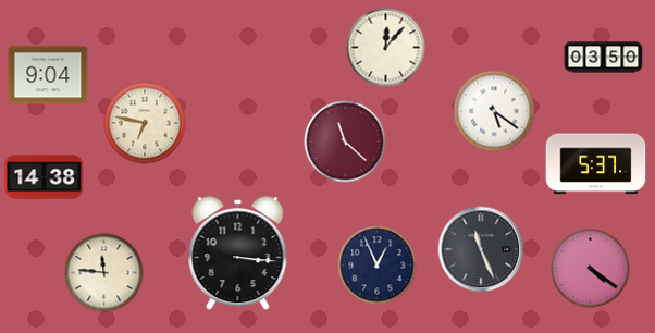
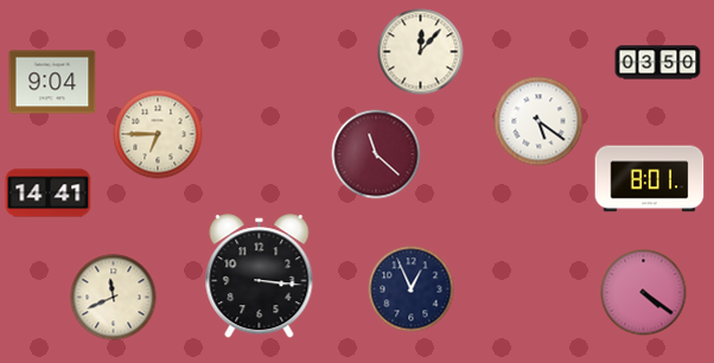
clock at (145, 123): 6:47 -> 6:45
clock at (596, 164): 5:37 -> 8:01
clock at (45, 177): 14:38 -> 14:41
clock at (481, 249): 11:26 -> none
clock at (104, 273): 11:46 -> 11:41
